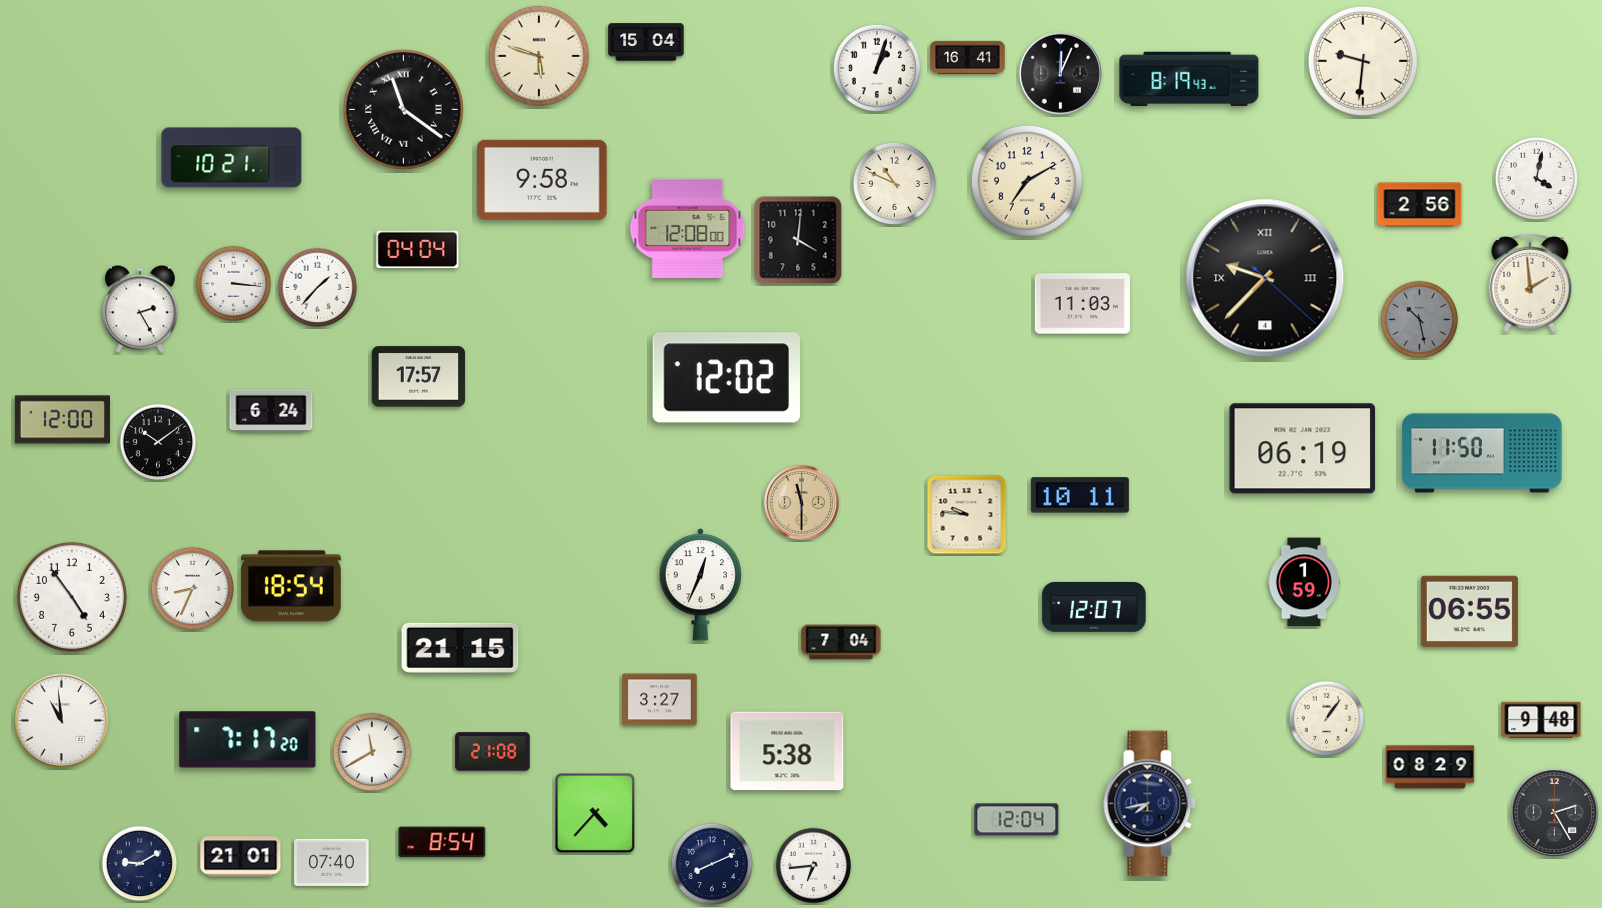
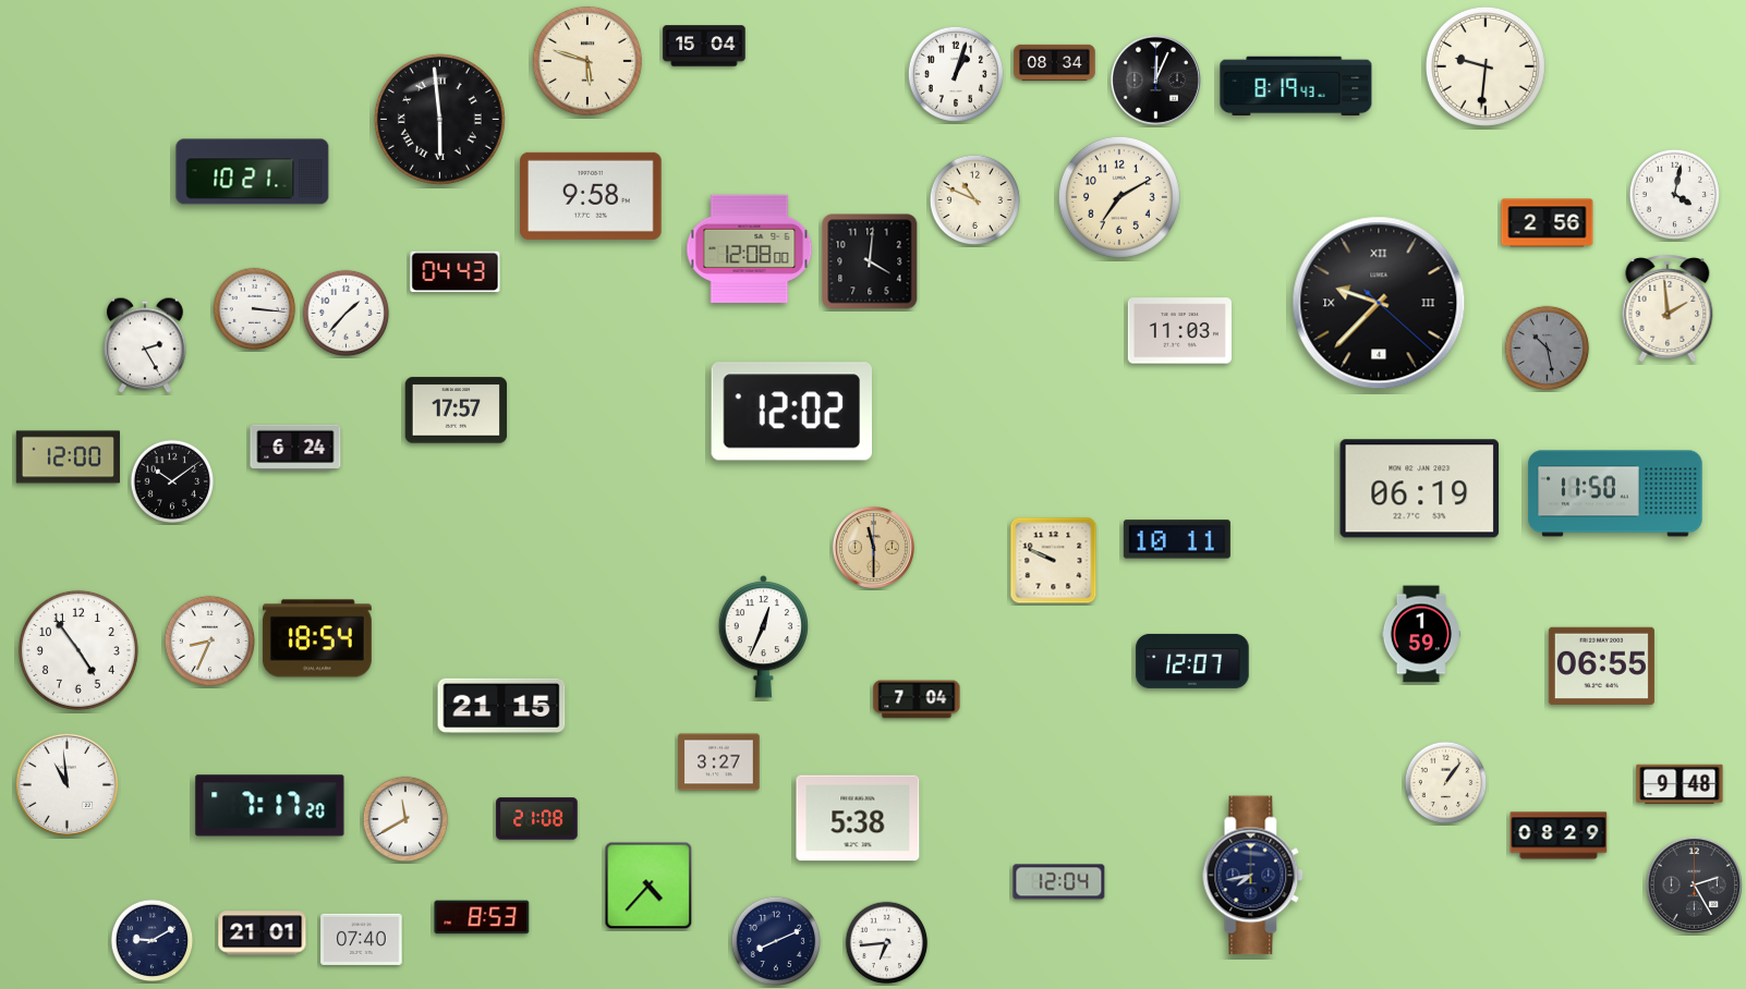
clock at (968, 57): 16:41 -> 08:34
clock at (403, 109): 11:21 -> 5:59
clock at (418, 250): 04:04 -> 04:43
clock at (140, 309) position: (140, 309) -> (145, 345)
clock at (967, 515): 9:46 -> 9:49
clock at (1017, 820) position: (1017, 820) -> (1059, 882)
clock at (442, 842): 8:54 -> 8:53
